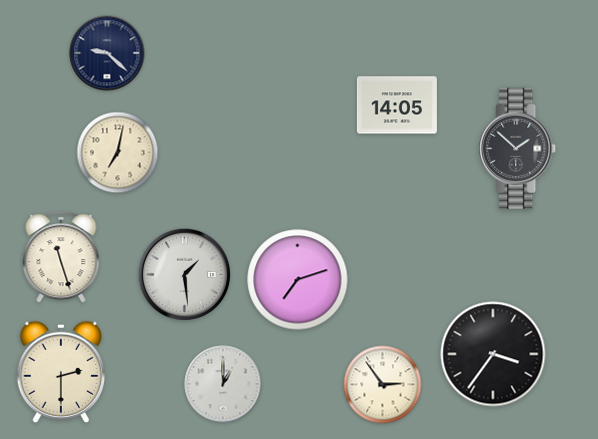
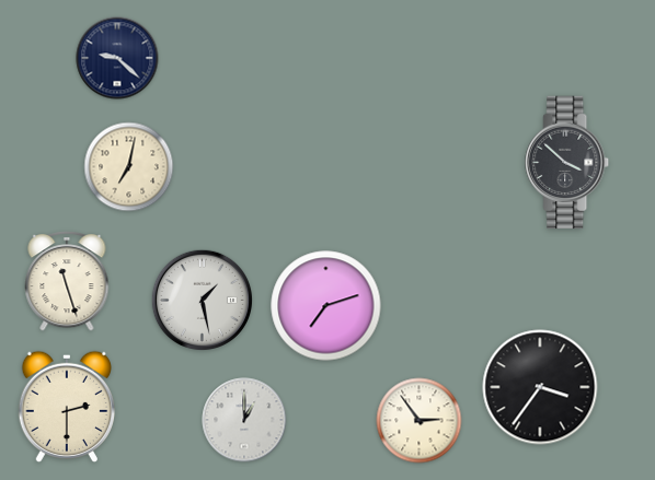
clock at (397, 105): 14:05 -> none
clock at (518, 149): 1:52 -> 3:52
clock at (184, 274): 1:29 -> 1:28
